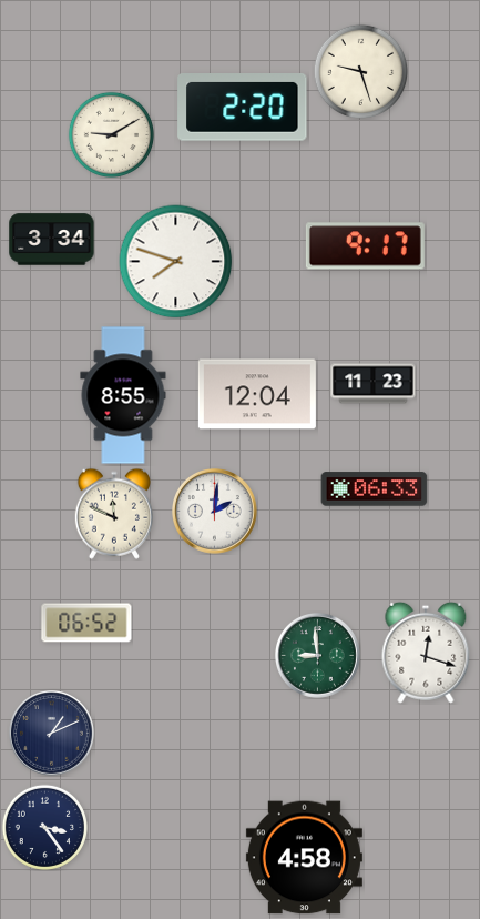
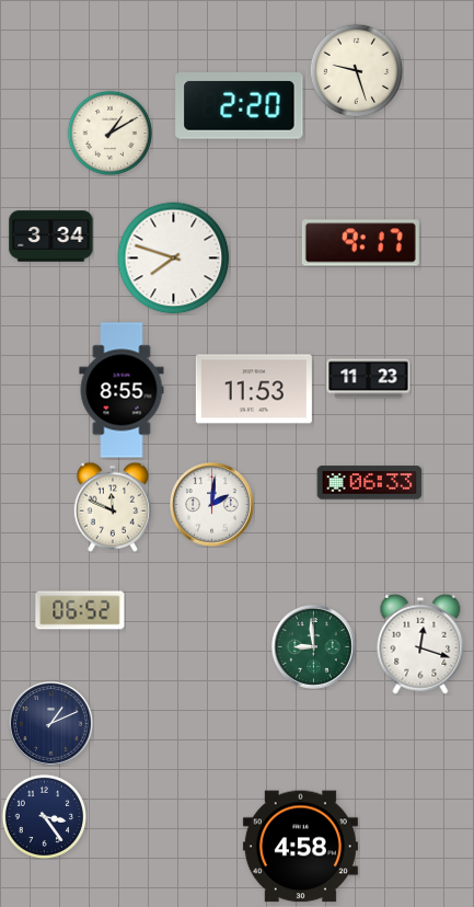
clock at (111, 134): 9:10 -> 1:10
clock at (257, 394): 12:04 -> 11:53
clock at (86, 623) position: (86, 623) -> (80, 610)
